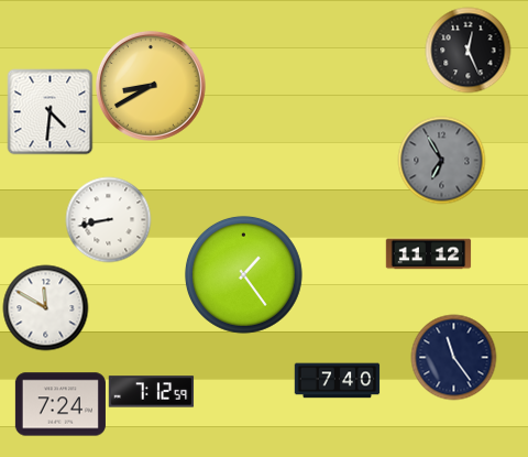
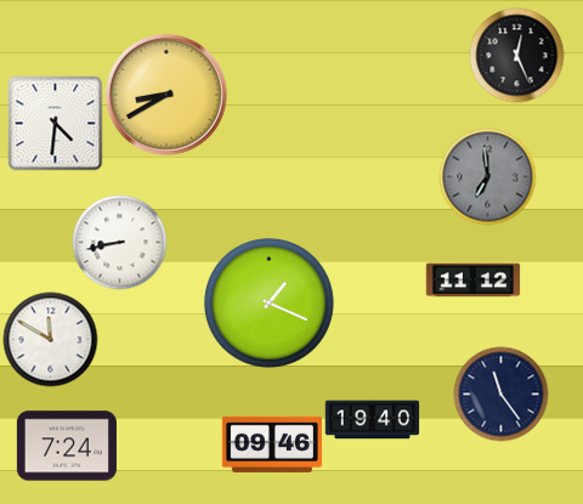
clock at (441, 160): 6:55 -> 6:59
clock at (243, 274): 1:24 -> 1:19
clock at (337, 381): 7:40 -> 19:40
clock at (151, 392): 7:12 -> none
clock at (272, 444): none -> 09:46
